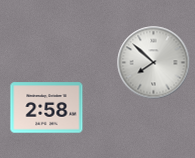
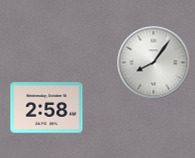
clock at (154, 63): 7:52 -> 8:06
